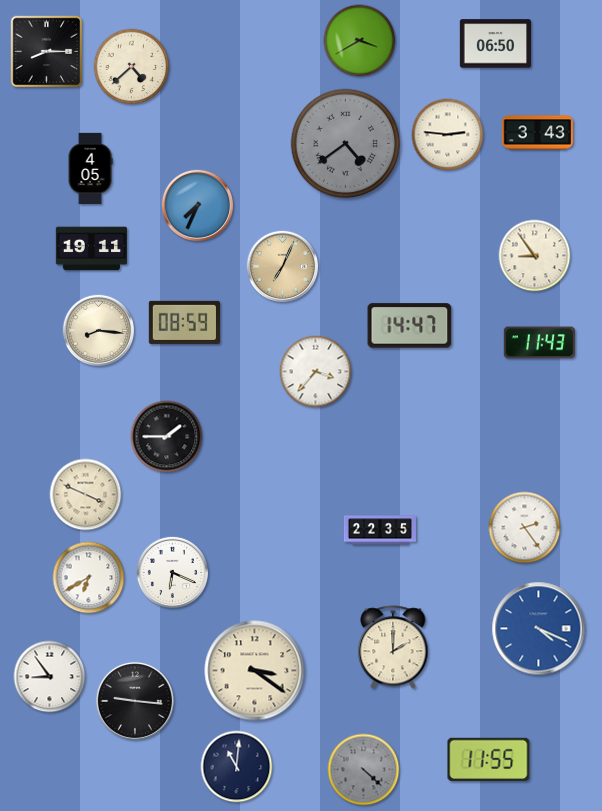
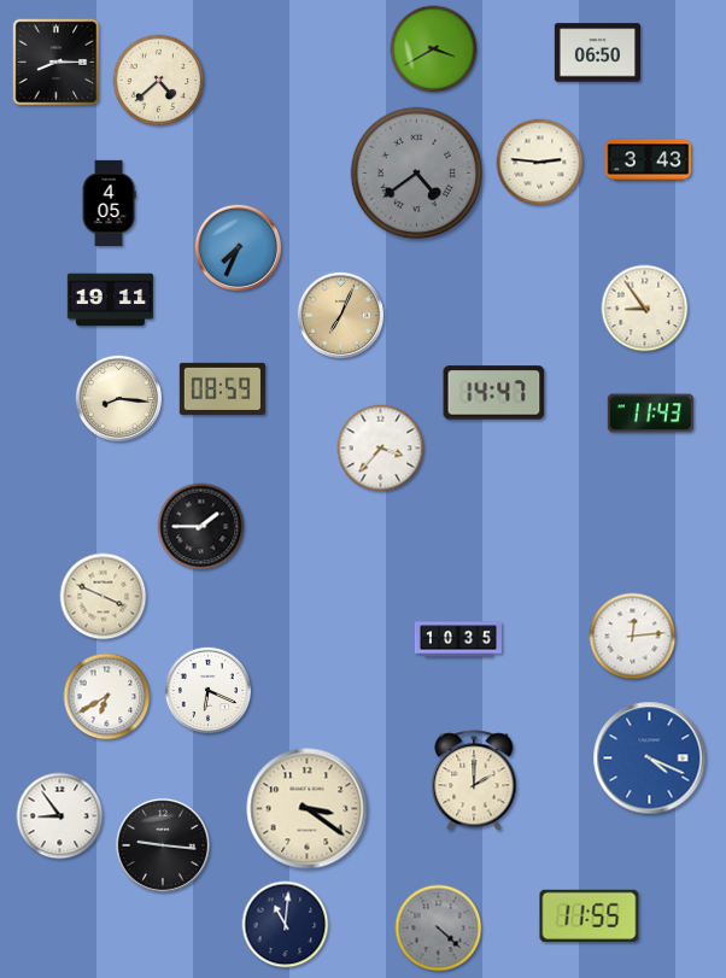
clock at (283, 267) position: (283, 267) -> (341, 316)
clock at (525, 528): 2:24 -> 12:14
clock at (380, 530): 22:35 -> 10:35
